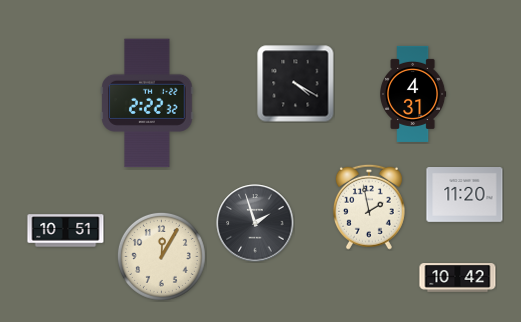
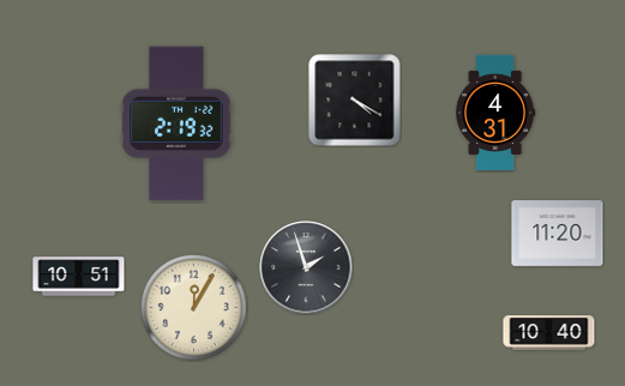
clock at (147, 103): 2:22 -> 2:19
clock at (369, 207): 1:58 -> none
clock at (458, 278): 10:42 -> 10:40
